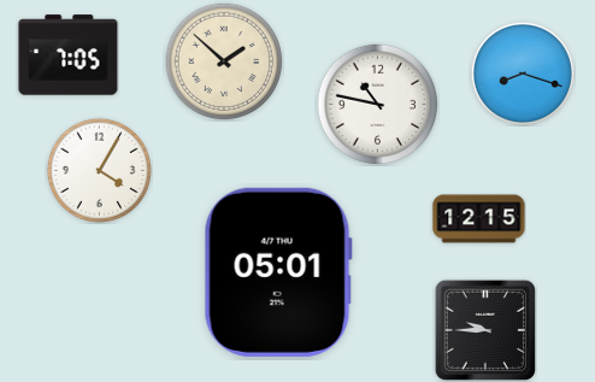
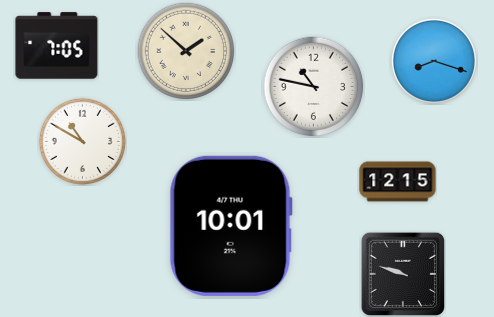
clock at (99, 170): 4:05 -> 10:50
clock at (278, 272): 05:01 -> 10:01
clock at (484, 329): 9:45 -> 9:48
